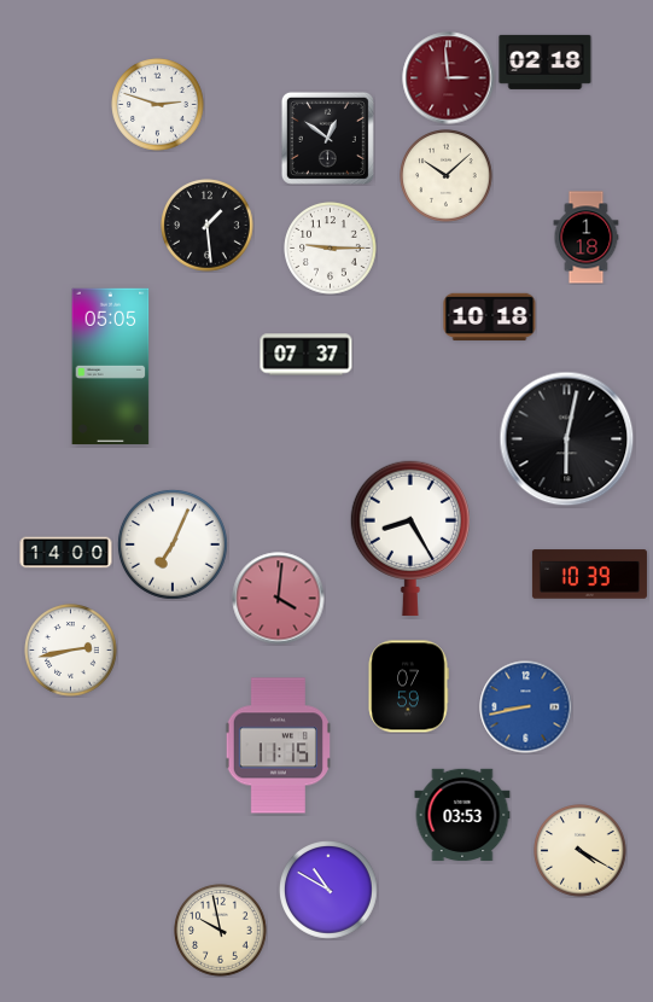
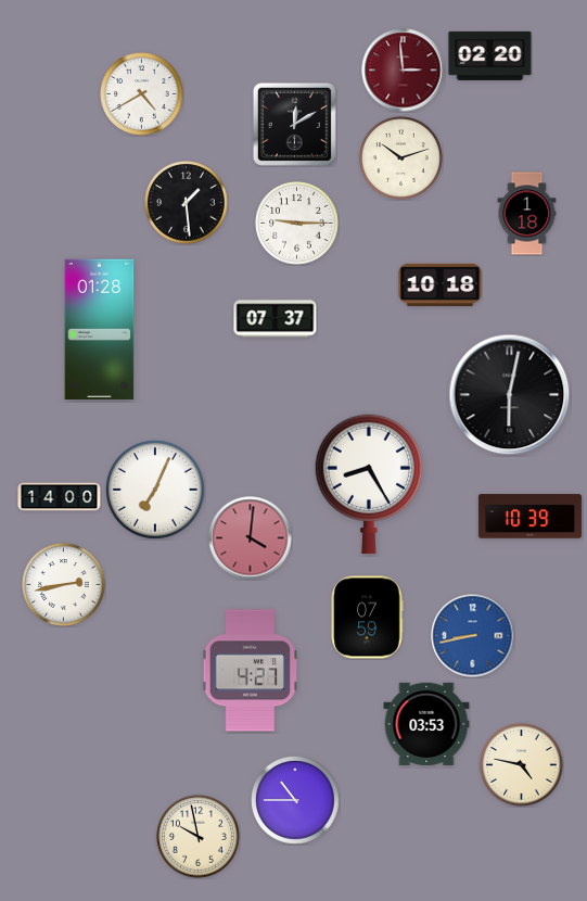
clock at (546, 62): 02:18 -> 02:20
clock at (158, 105): 2:48 -> 4:40
clock at (327, 138): 12:51 -> 12:10
clock at (447, 176): 10:08 -> 10:12
clock at (111, 367): 05:05 -> 01:28
clock at (278, 746): 11:15 -> 4:27
clock at (462, 815) position: (462, 815) -> (426, 724)
clock at (581, 851): 4:20 -> 4:47
clock at (330, 891): 10:50 -> 10:45
